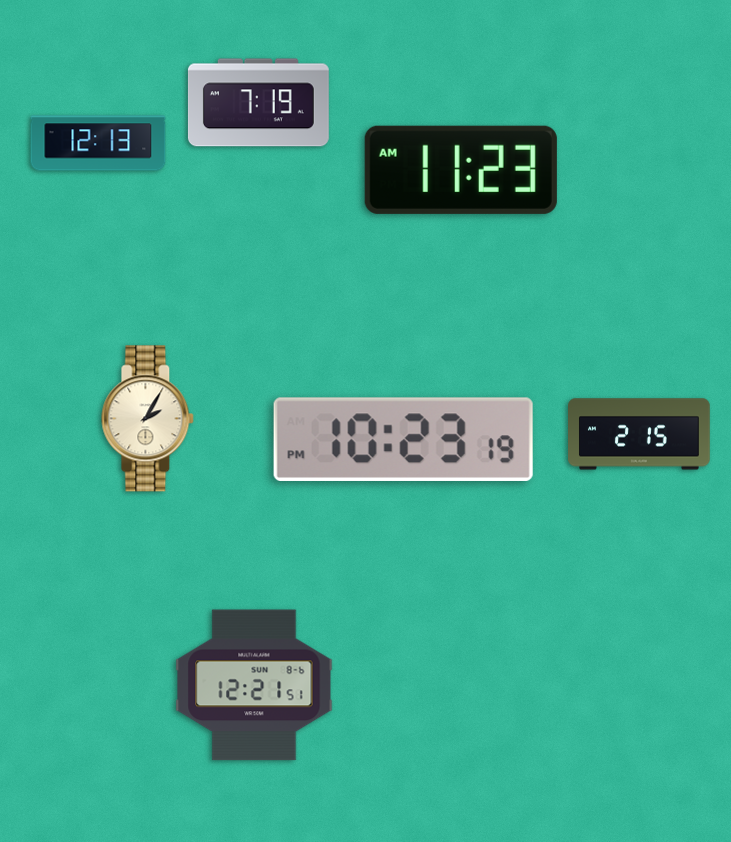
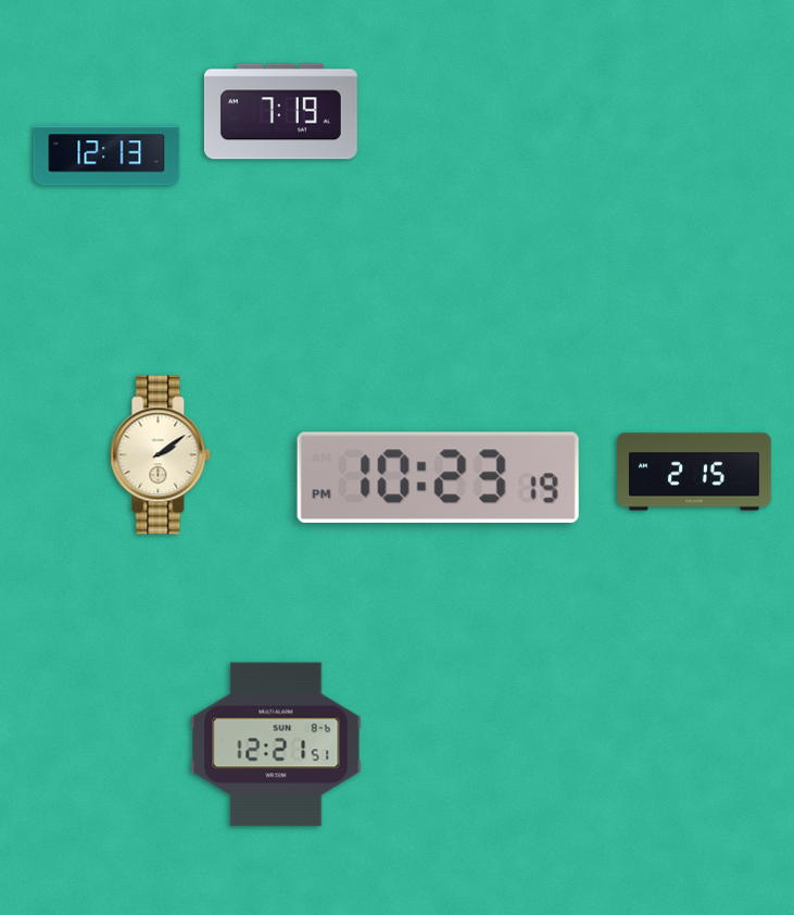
clock at (461, 170): 11:23 -> none
clock at (148, 419): 2:05 -> 2:09
